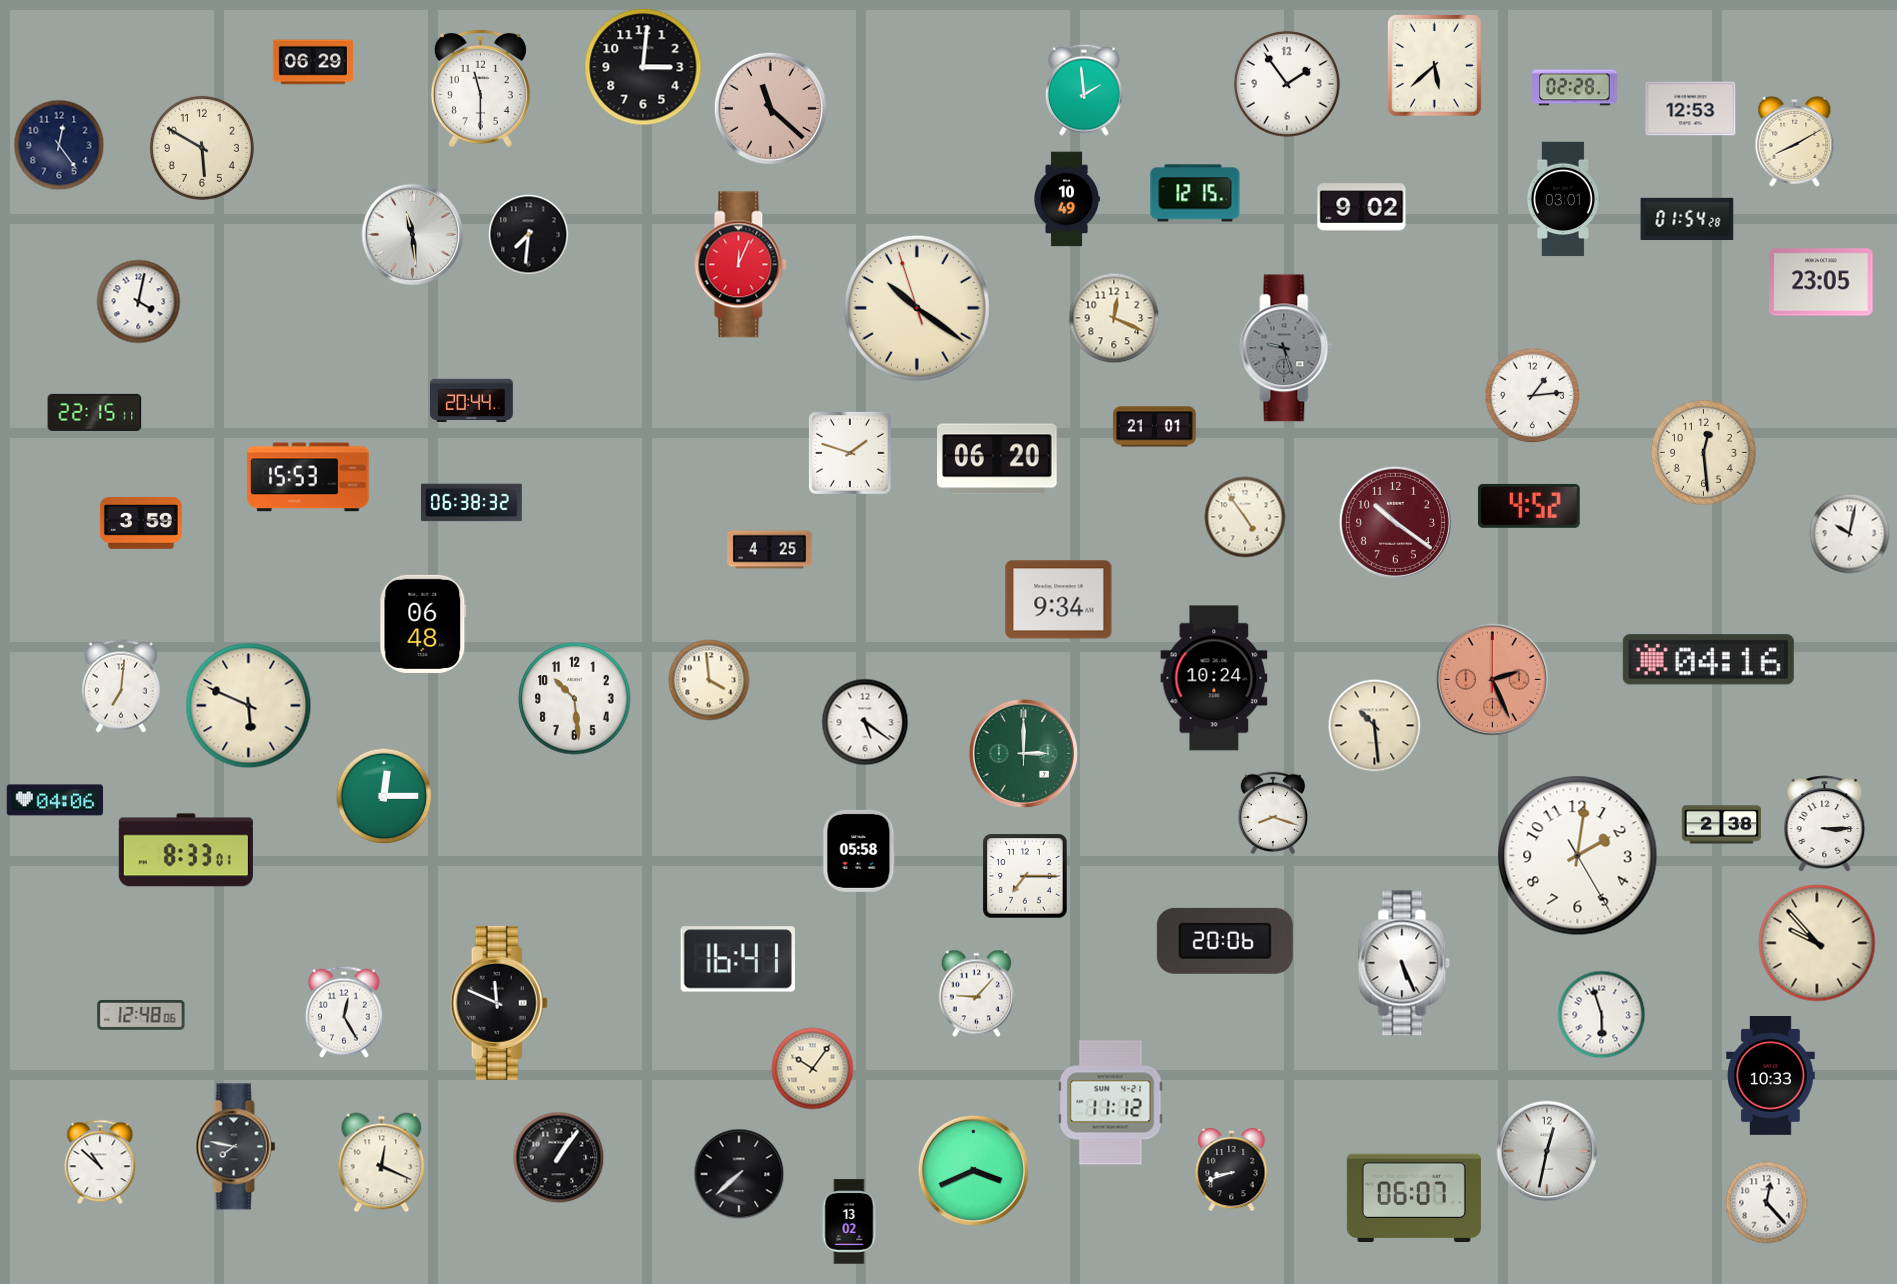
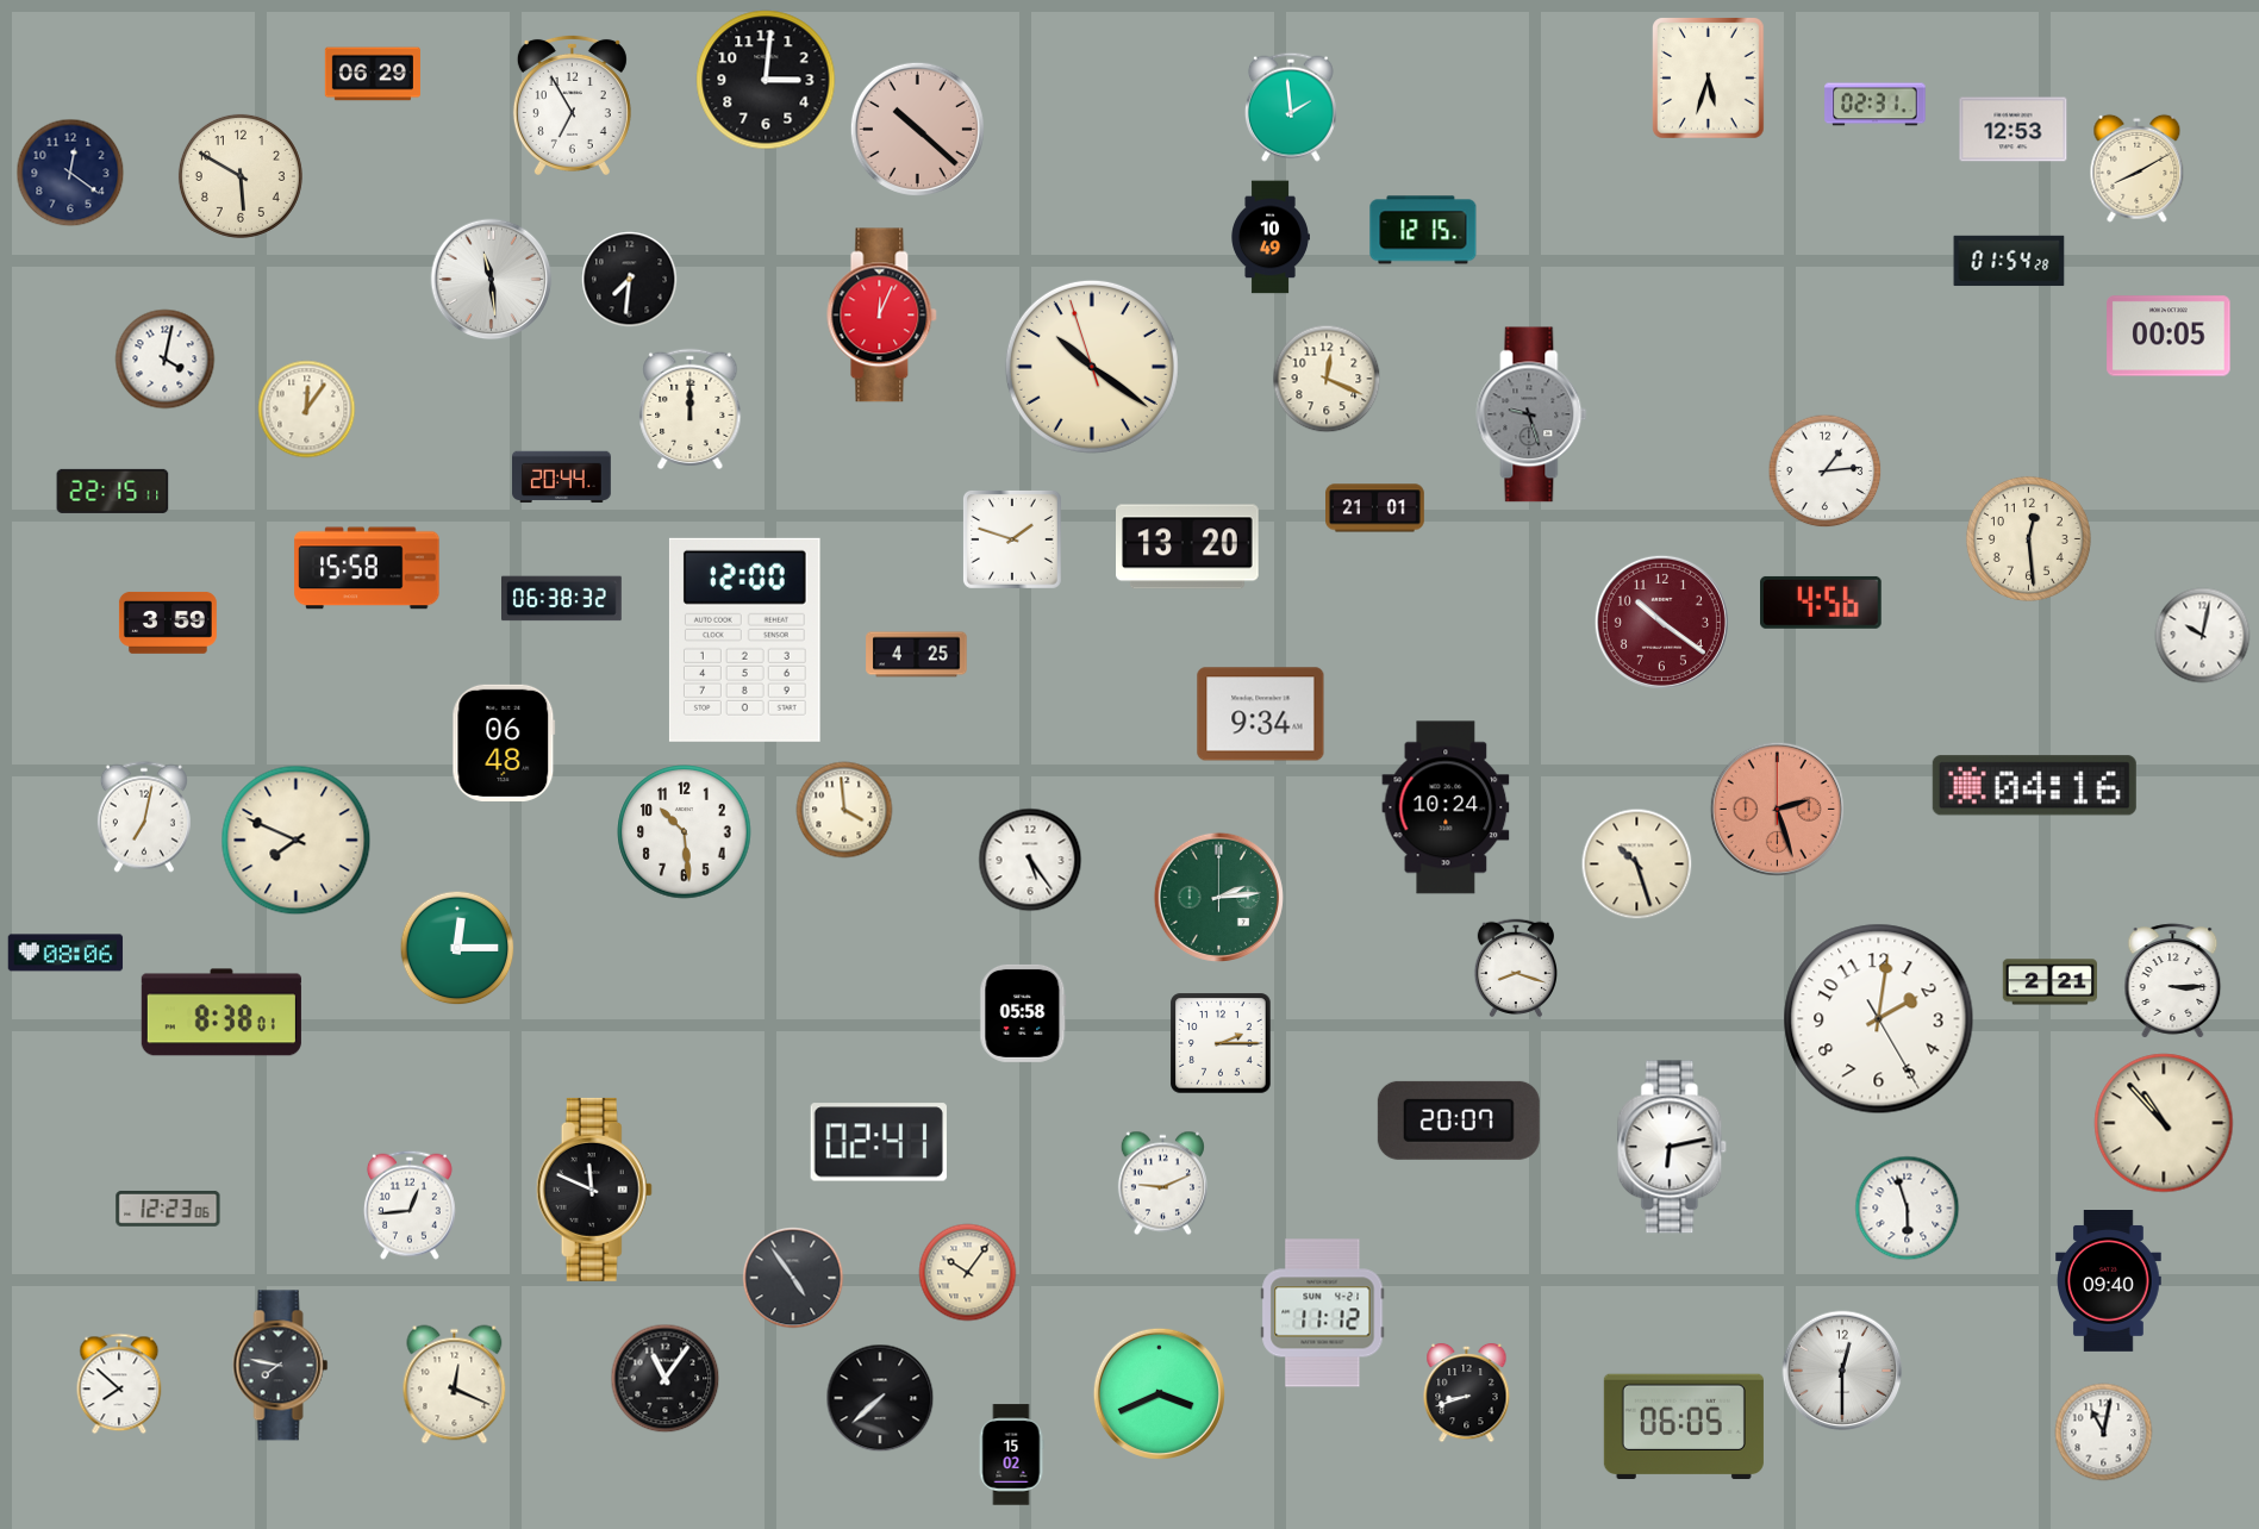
clock at (1435, 66): 5:38 -> 5:33
clock at (1287, 84): 1:54 -> none
clock at (480, 88): 11:30 -> 6:55
clock at (1575, 88): 02:28 -> 02:31
clock at (770, 108): 11:22 -> 10:22
clock at (59, 145): 12:24 -> 12:21
clock at (1563, 199): 03:01 -> none
clock at (1362, 208): 9:02 -> none
clock at (1821, 282): 23:05 -> 00:05
clock at (307, 410): none -> 12:06
clock at (691, 410): none -> 12:00
clock at (998, 459): 06:20 -> 13:20
clock at (308, 477): 15:53 -> 15:58
clock at (1530, 506): 4:52 -> 4:56
clock at (1245, 517): 4:54 -> none
clock at (744, 639): none -> 12:00
clock at (1492, 679): 2:26 -> 2:27
clock at (121, 686): 7:01 -> 7:02
clock at (249, 706): 5:49 -> 7:49
clock at (865, 722): 5:21 -> 5:24
clock at (1375, 726): 10:29 -> 10:27
clock at (1023, 753): 3:00 -> 2:14
clock at (55, 800): 04:06 -> 08:06
clock at (1721, 825): 2:38 -> 2:21
clock at (186, 850): 8:33 -> 8:38
clock at (1025, 876): 7:15 -> 2:15
clock at (1225, 941): 20:06 -> 20:07
clock at (1817, 943): 9:53 -> 10:53
clock at (738, 959): 16:41 -> 02:41
clock at (1404, 963): 5:26 -> 6:13
clock at (976, 994): 9:07 -> 9:11
clock at (499, 1003) position: (499, 1003) -> (594, 1190)
clock at (344, 1012): 12:25 -> 12:44
clock at (141, 1015): 12:48 -> 12:23
clock at (793, 1278): none -> 4:54
clock at (1771, 1076): 10:33 -> 09:40
clock at (1547, 1151): 12:32 -> 12:30
clock at (559, 1158): 1:06 -> 11:06
clock at (100, 1162): 10:52 -> 7:52
clock at (1414, 1198): 06:07 -> 06:05
clock at (1767, 1203): 12:23 -> 11:02
clock at (849, 1222): 13:02 -> 15:02
